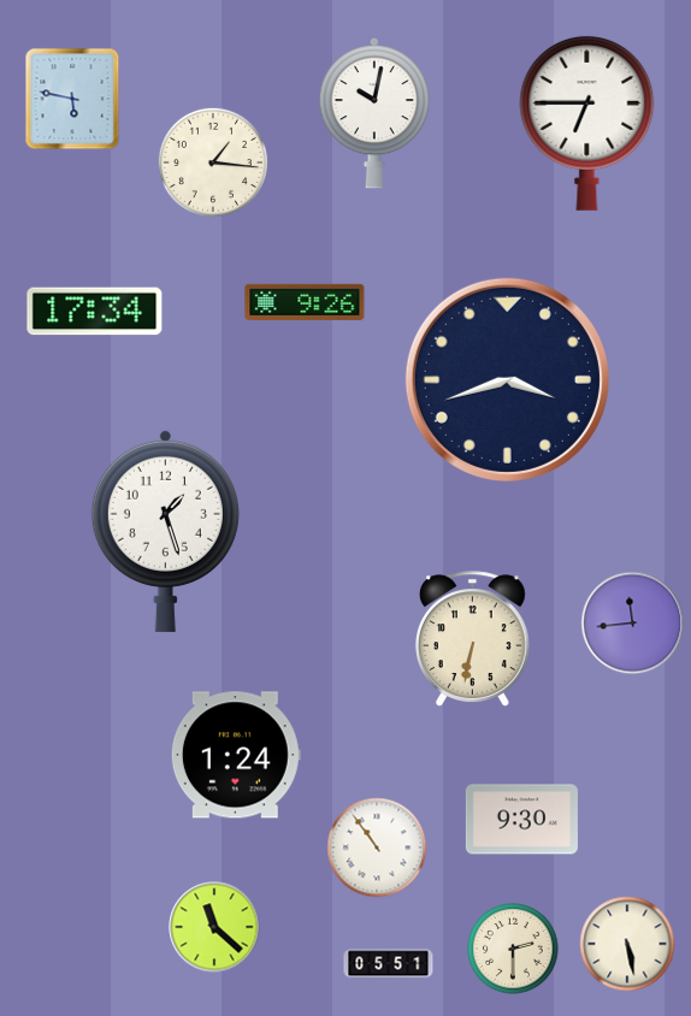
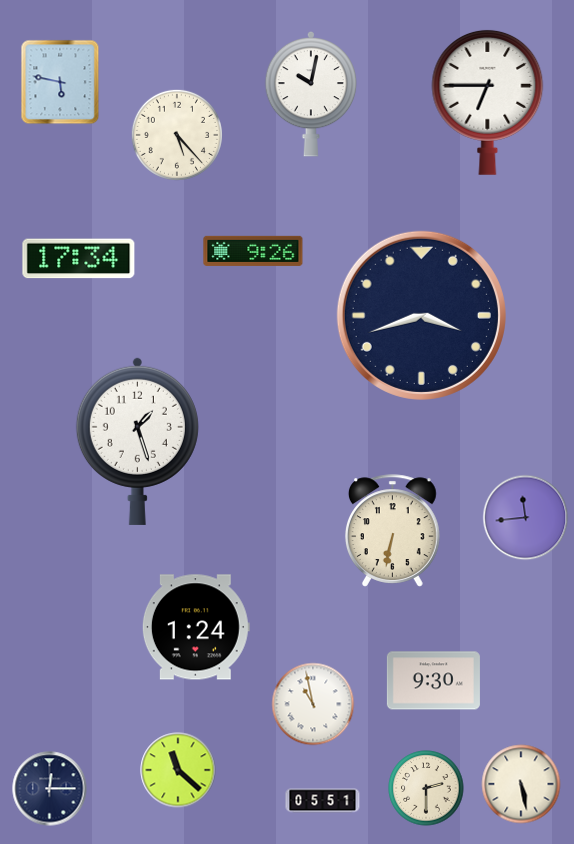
clock at (213, 163): 1:16 -> 5:23
clock at (377, 847): 10:54 -> 10:58
clock at (50, 789): none -> 12:15
